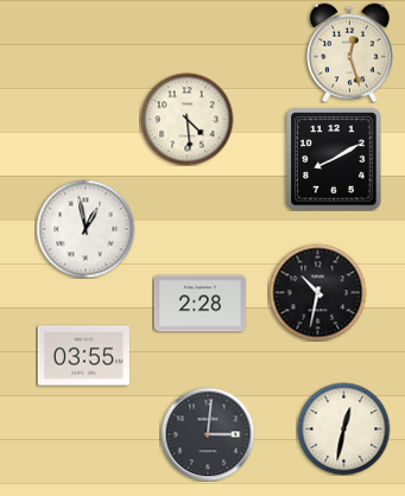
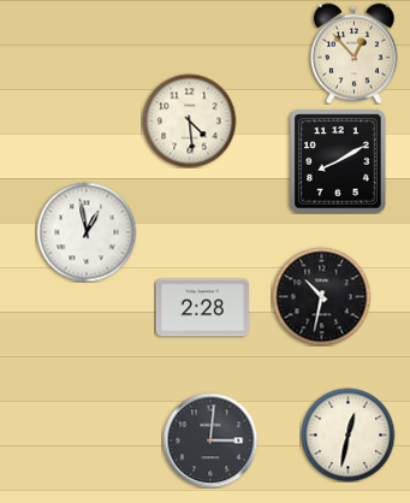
clock at (350, 52): 12:27 -> 12:53
clock at (83, 356): 03:55 -> none
